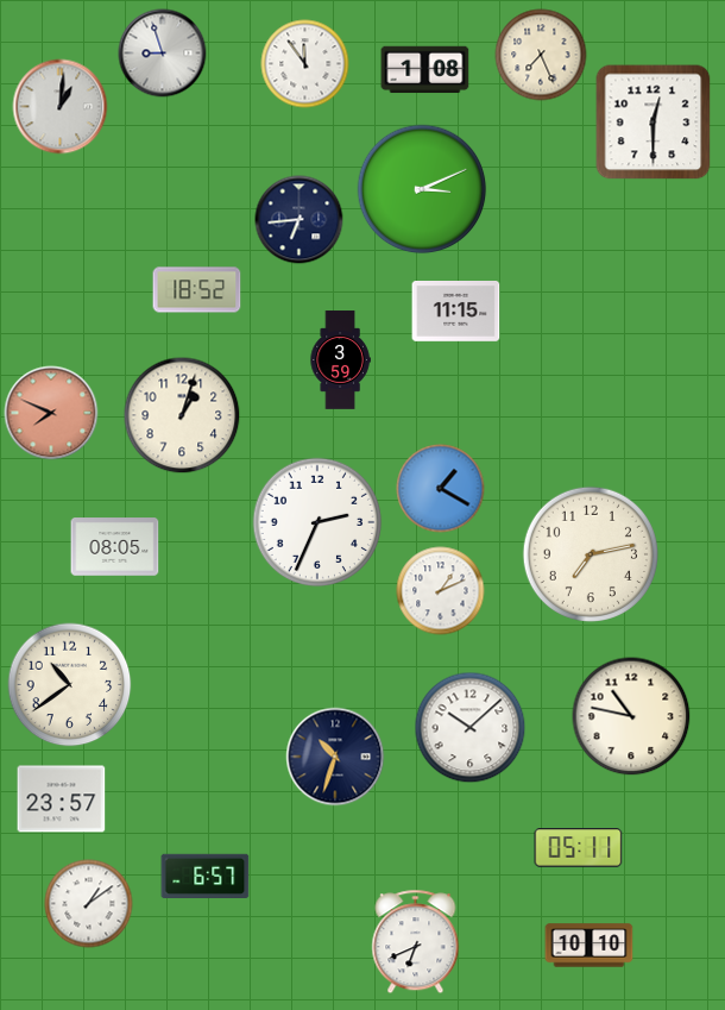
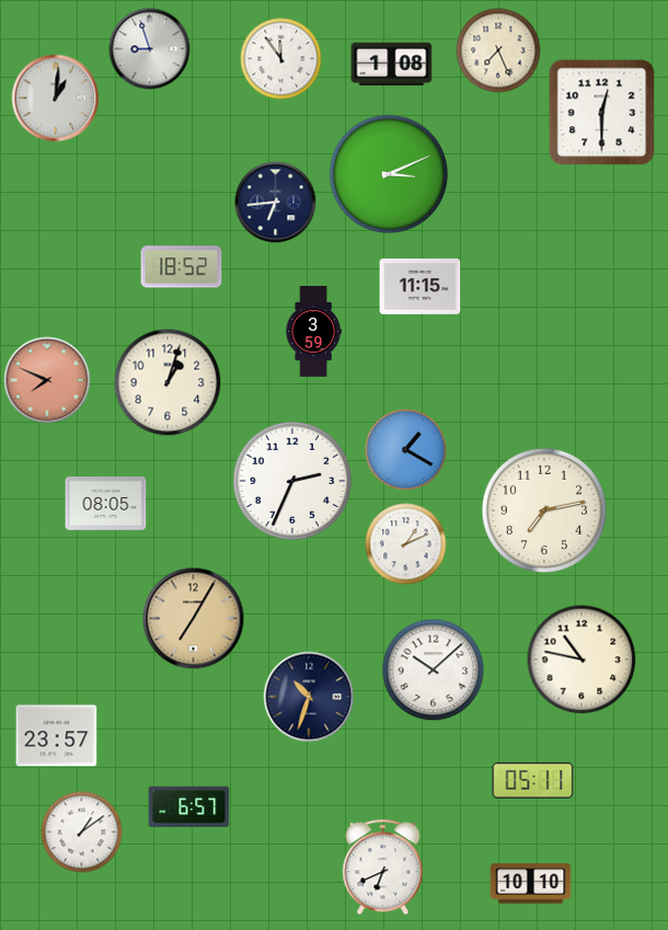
clock at (194, 619): none -> 7:05
clock at (70, 685): 10:39 -> none
clock at (590, 946) position: (590, 946) -> (531, 884)
